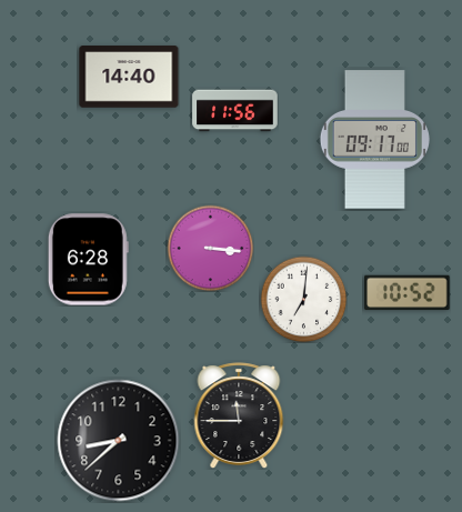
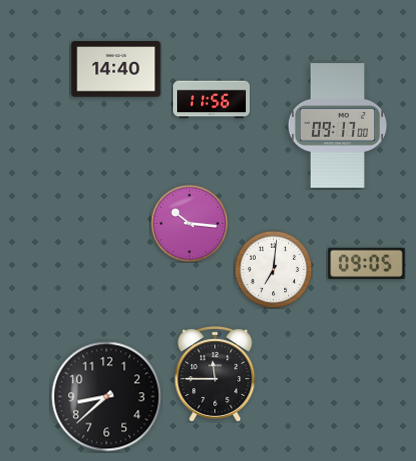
clock at (210, 248): 3:16 -> 10:16
clock at (88, 260): 6:28 -> none
clock at (408, 293): 10:52 -> 09:05
